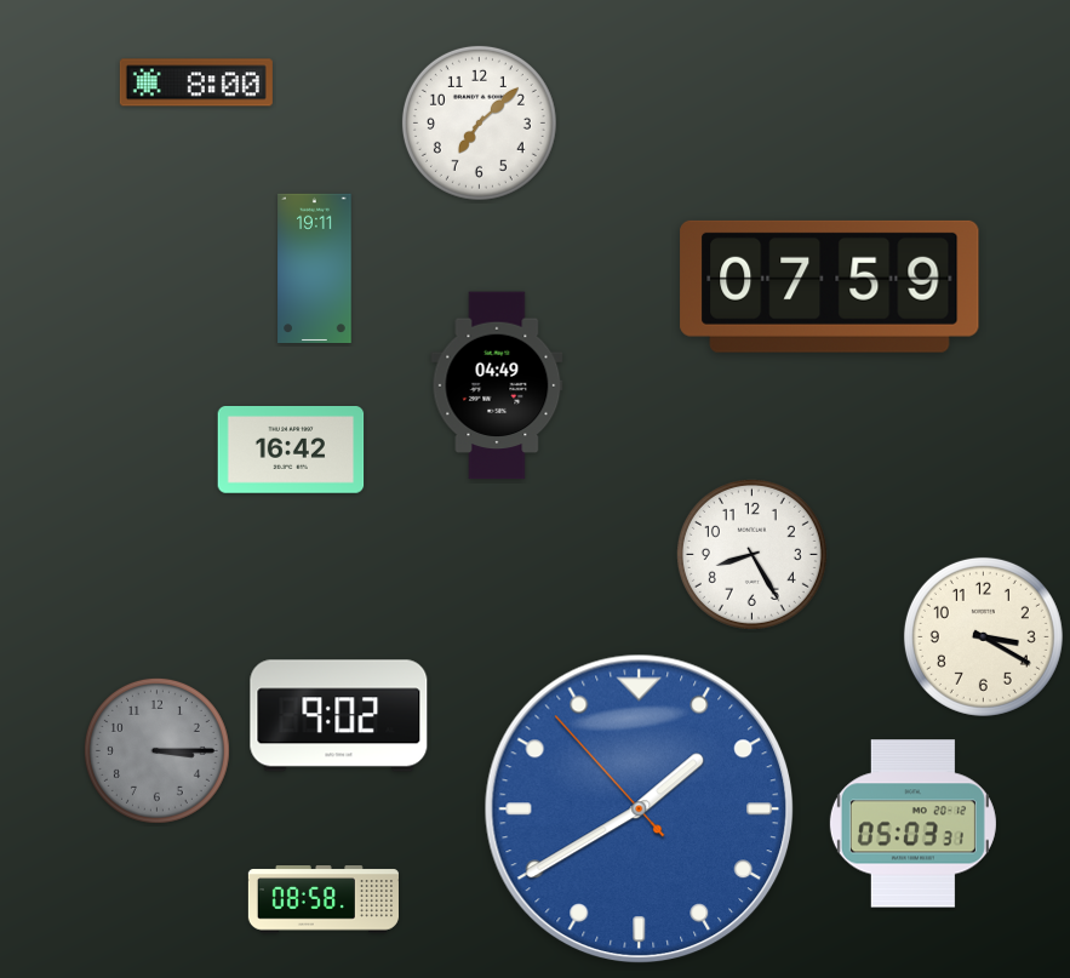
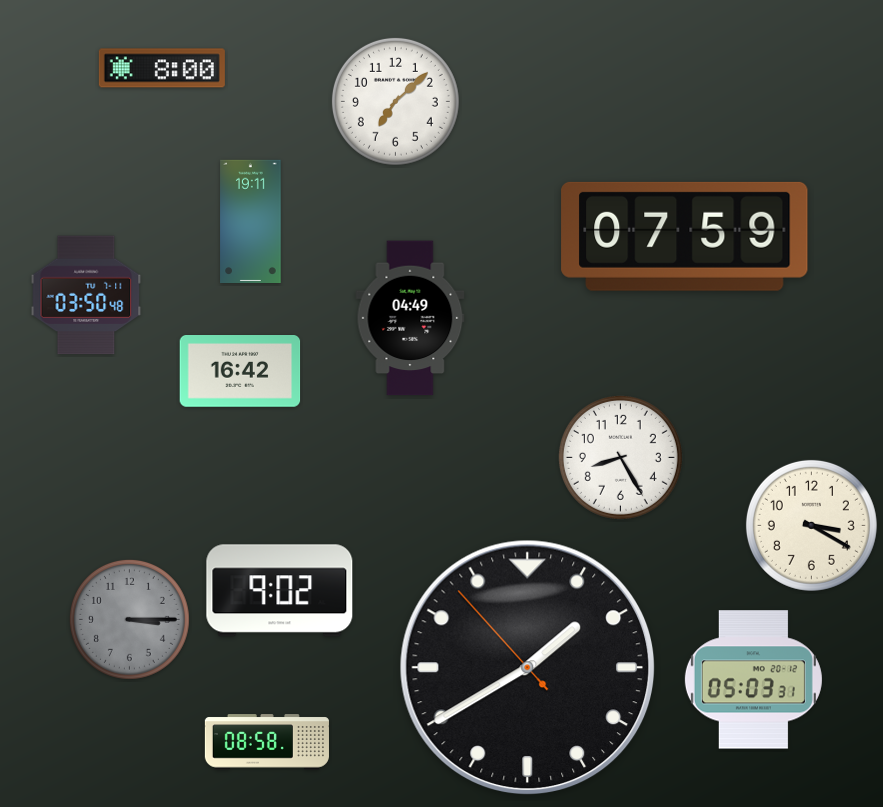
clock at (315, 268) position: (315, 268) -> (251, 221)
clock at (86, 295): none -> 03:50
clock at (639, 808) dial: blue -> black
